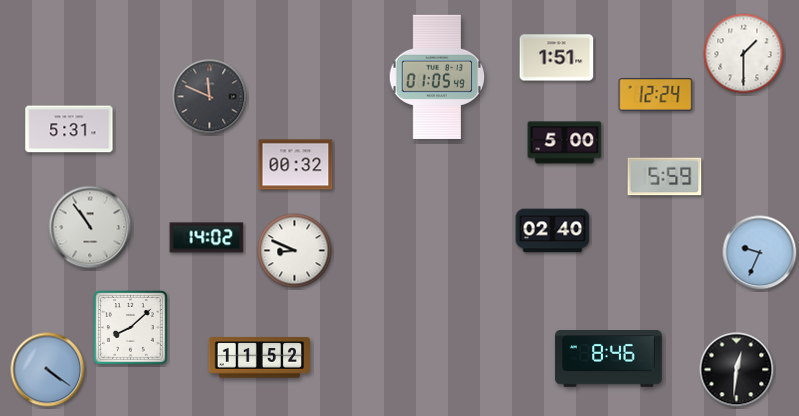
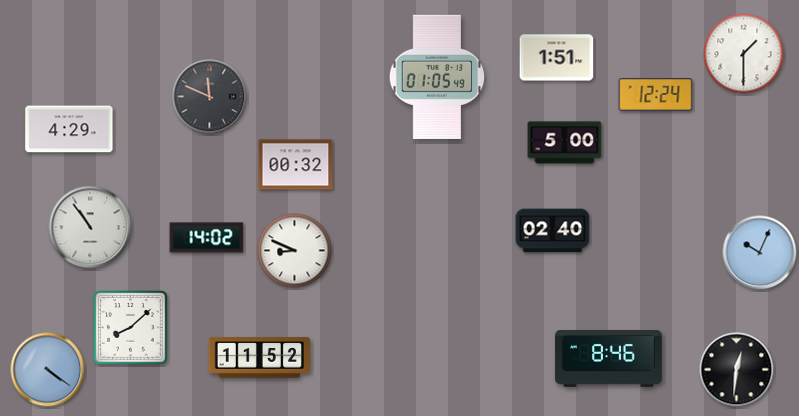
clock at (69, 129): 5:31 -> 4:29
clock at (665, 177): 5:59 -> none
clock at (760, 253): 9:34 -> 10:04
